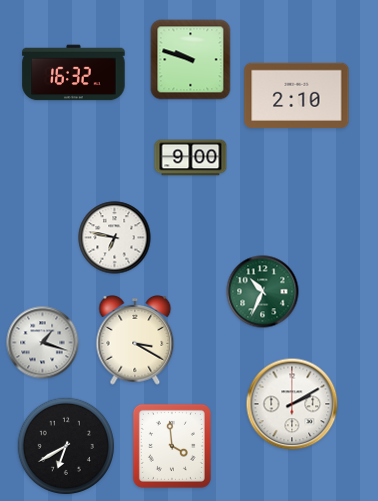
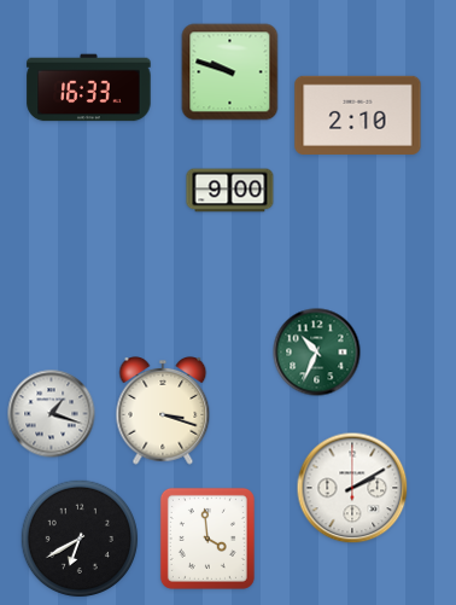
clock at (74, 73): 16:32 -> 16:33
clock at (115, 238): 6:47 -> none
clock at (135, 341): 3:20 -> 3:18
